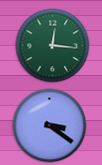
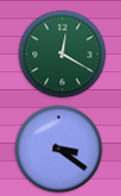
clock at (53, 46): 12:16 -> 12:20
